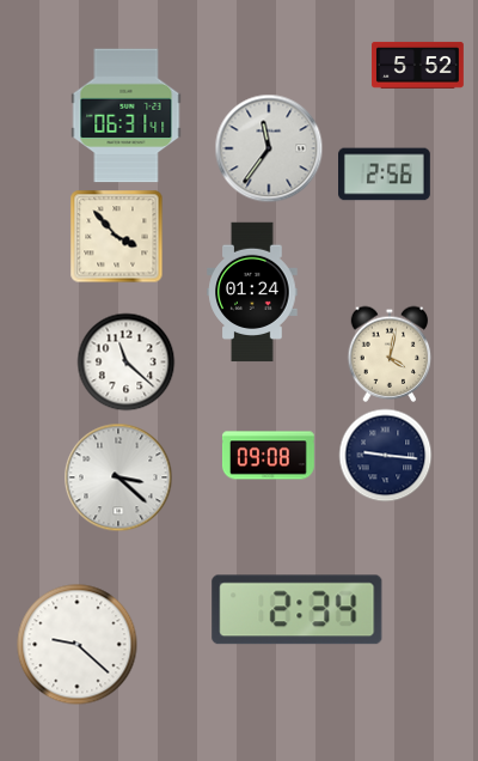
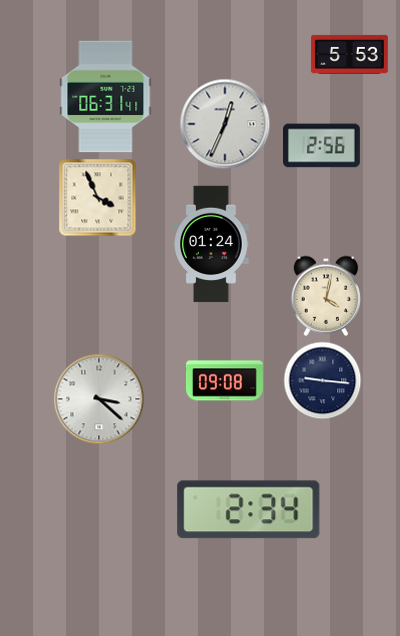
clock at (418, 65): 5:52 -> 5:53
clock at (269, 148): 11:36 -> 12:34
clock at (116, 236): 3:53 -> 3:56
clock at (125, 361): 11:22 -> none
clock at (78, 645): 9:22 -> none
